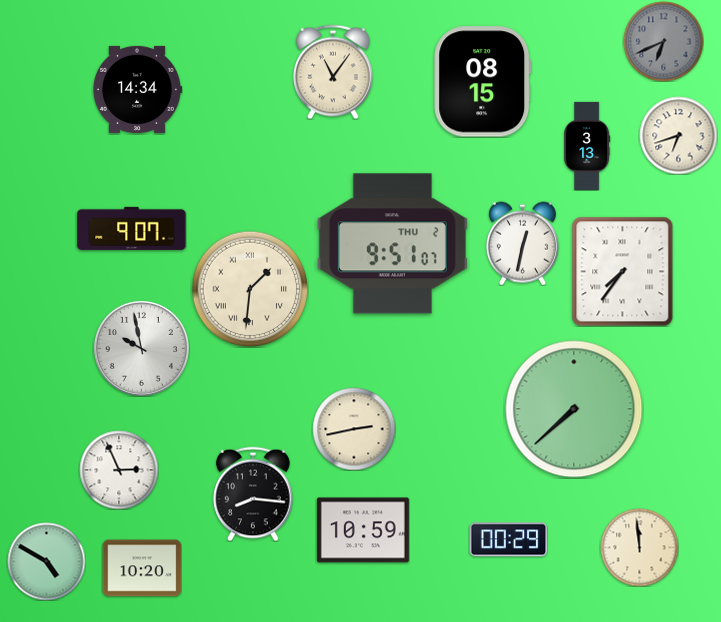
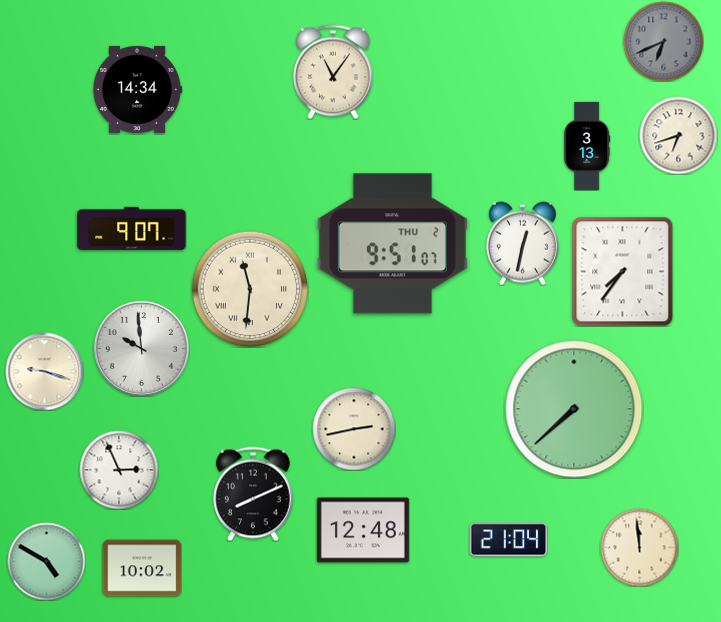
clock at (483, 82): 08:15 -> none
clock at (250, 289): 1:31 -> 11:31
clock at (141, 348): 9:58 -> 9:59
clock at (44, 371): none -> 9:18
clock at (253, 494): 8:16 -> 8:11
clock at (363, 530): 10:59 -> 12:48
clock at (508, 540): 00:29 -> 21:04
clock at (142, 568): 10:20 -> 10:02
